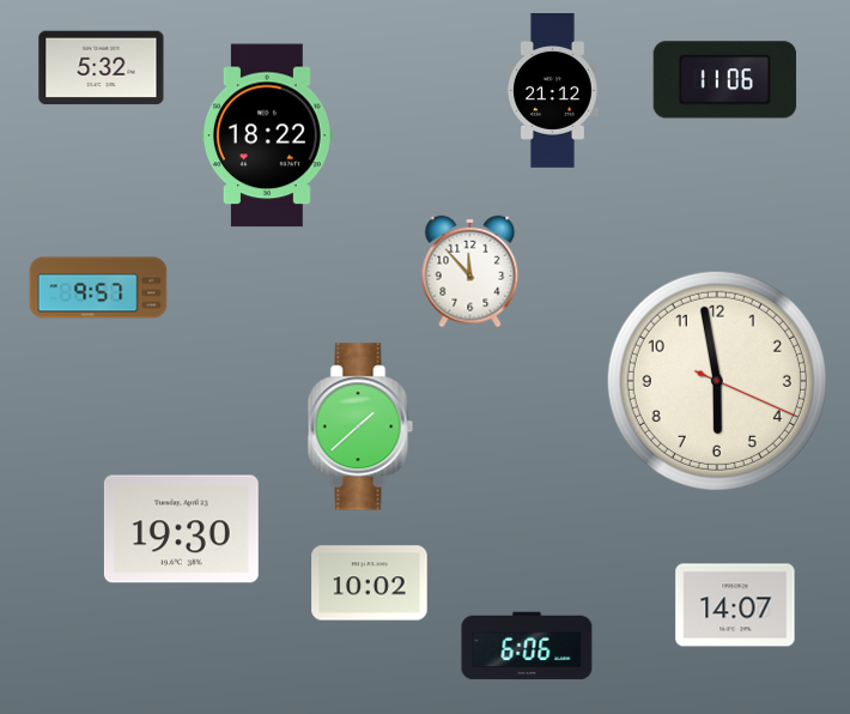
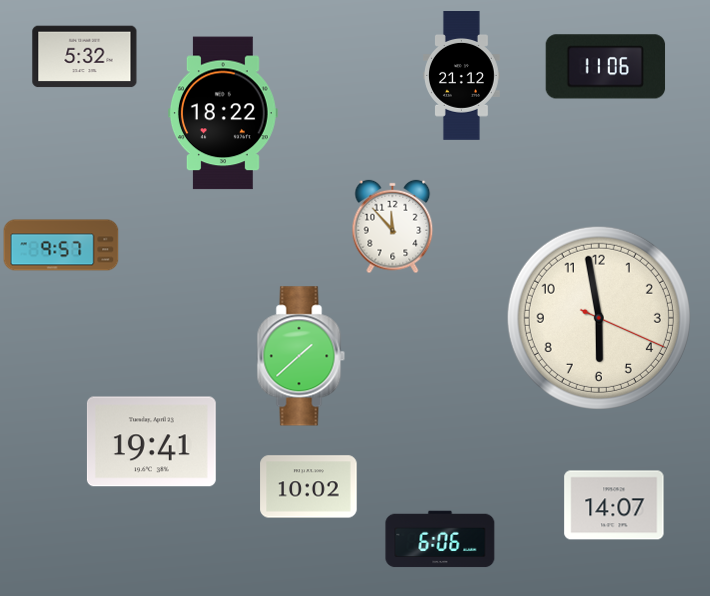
clock at (98, 288) position: (98, 288) -> (61, 245)
clock at (181, 530): 19:30 -> 19:41
